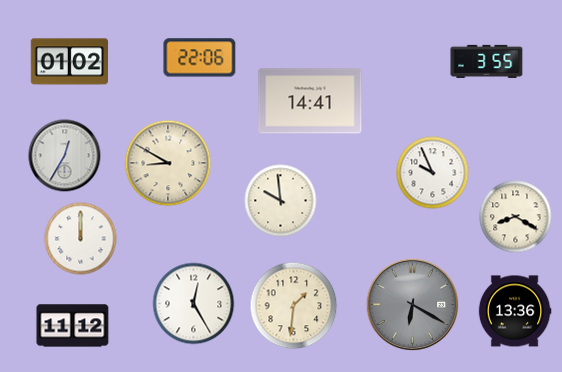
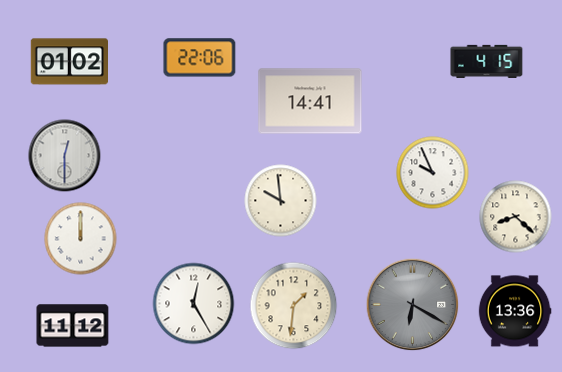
clock at (487, 61): 3:55 -> 4:15
clock at (65, 156): 12:35 -> 12:30
clock at (168, 163): 8:50 -> none
clock at (516, 217): 8:20 -> 8:22
